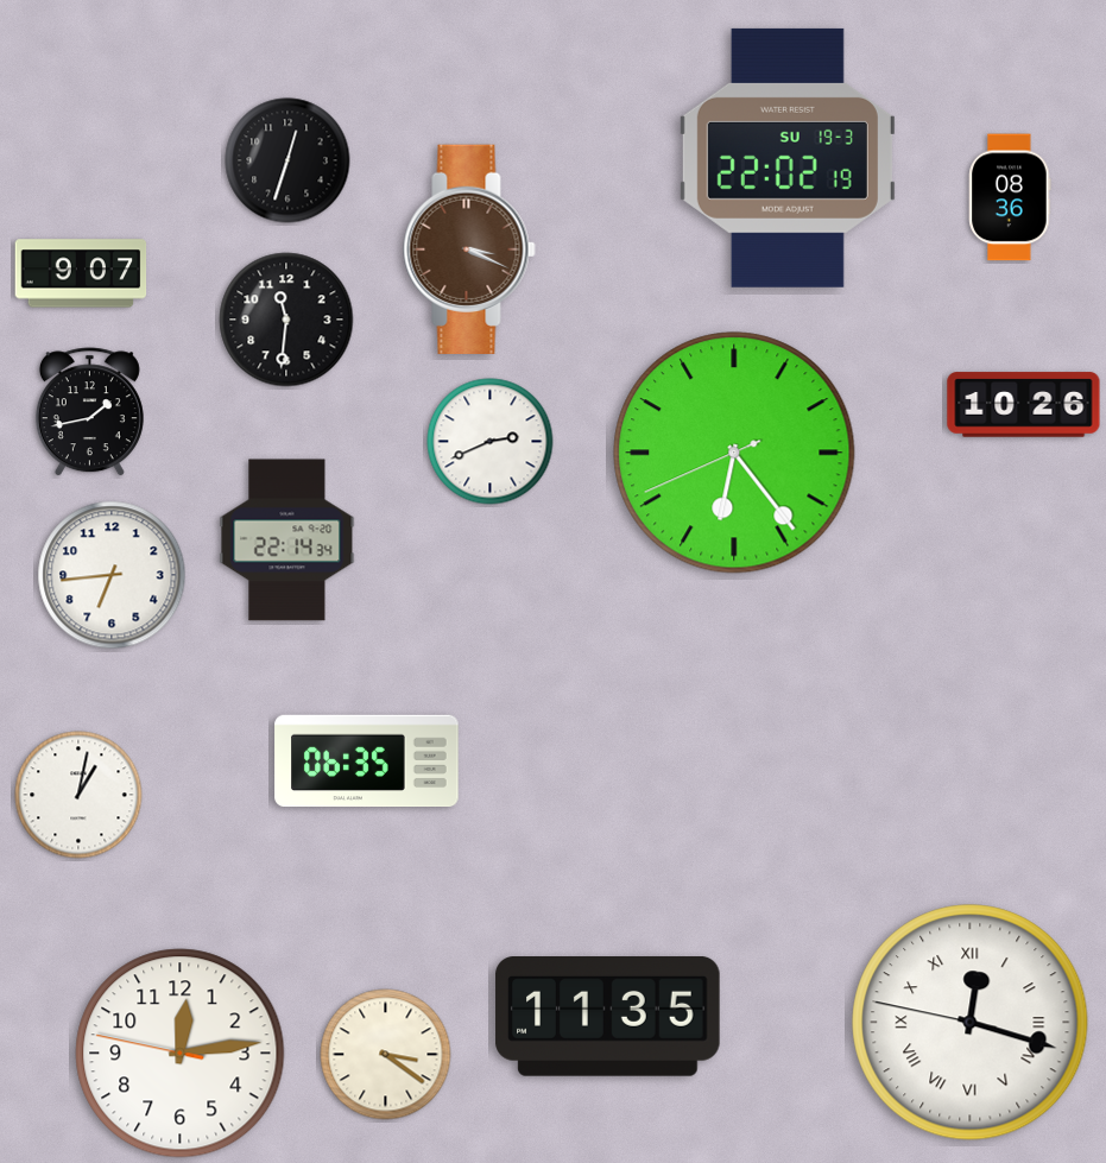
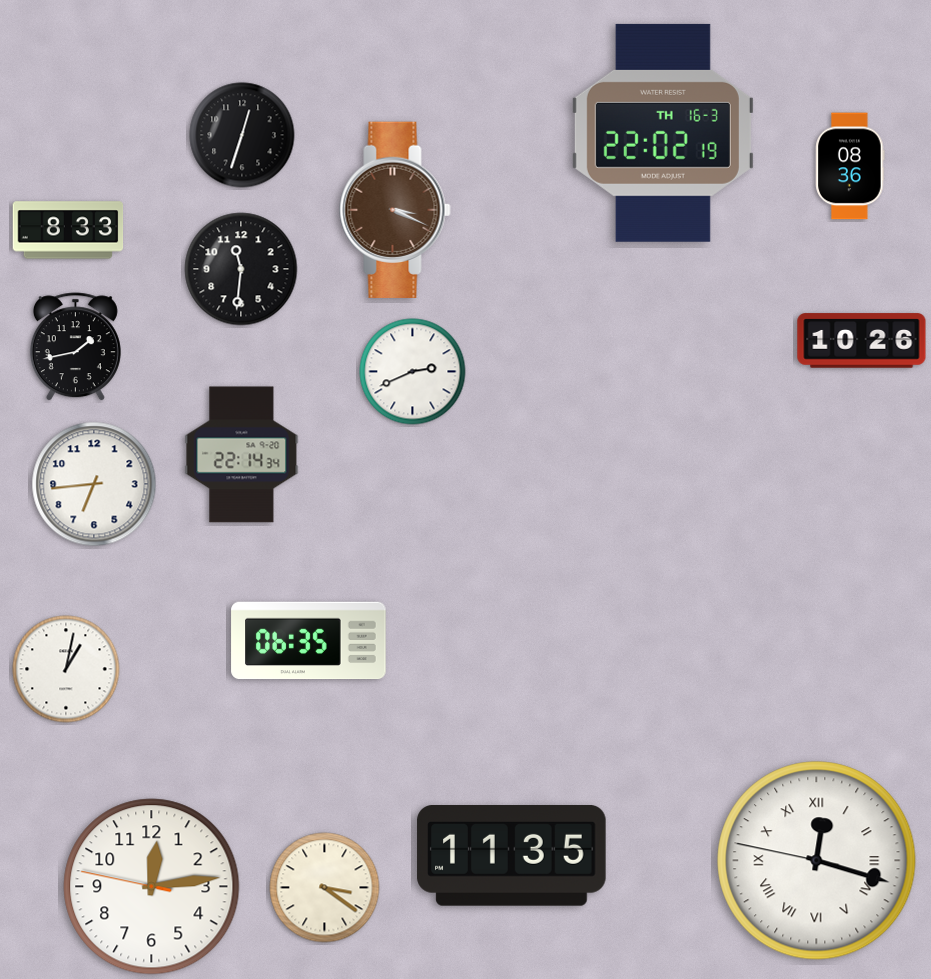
clock at (788, 158) date: SU 19-3 -> TH 16-3
clock at (81, 273): 9:07 -> 8:33
clock at (734, 453): 6:23 -> none
